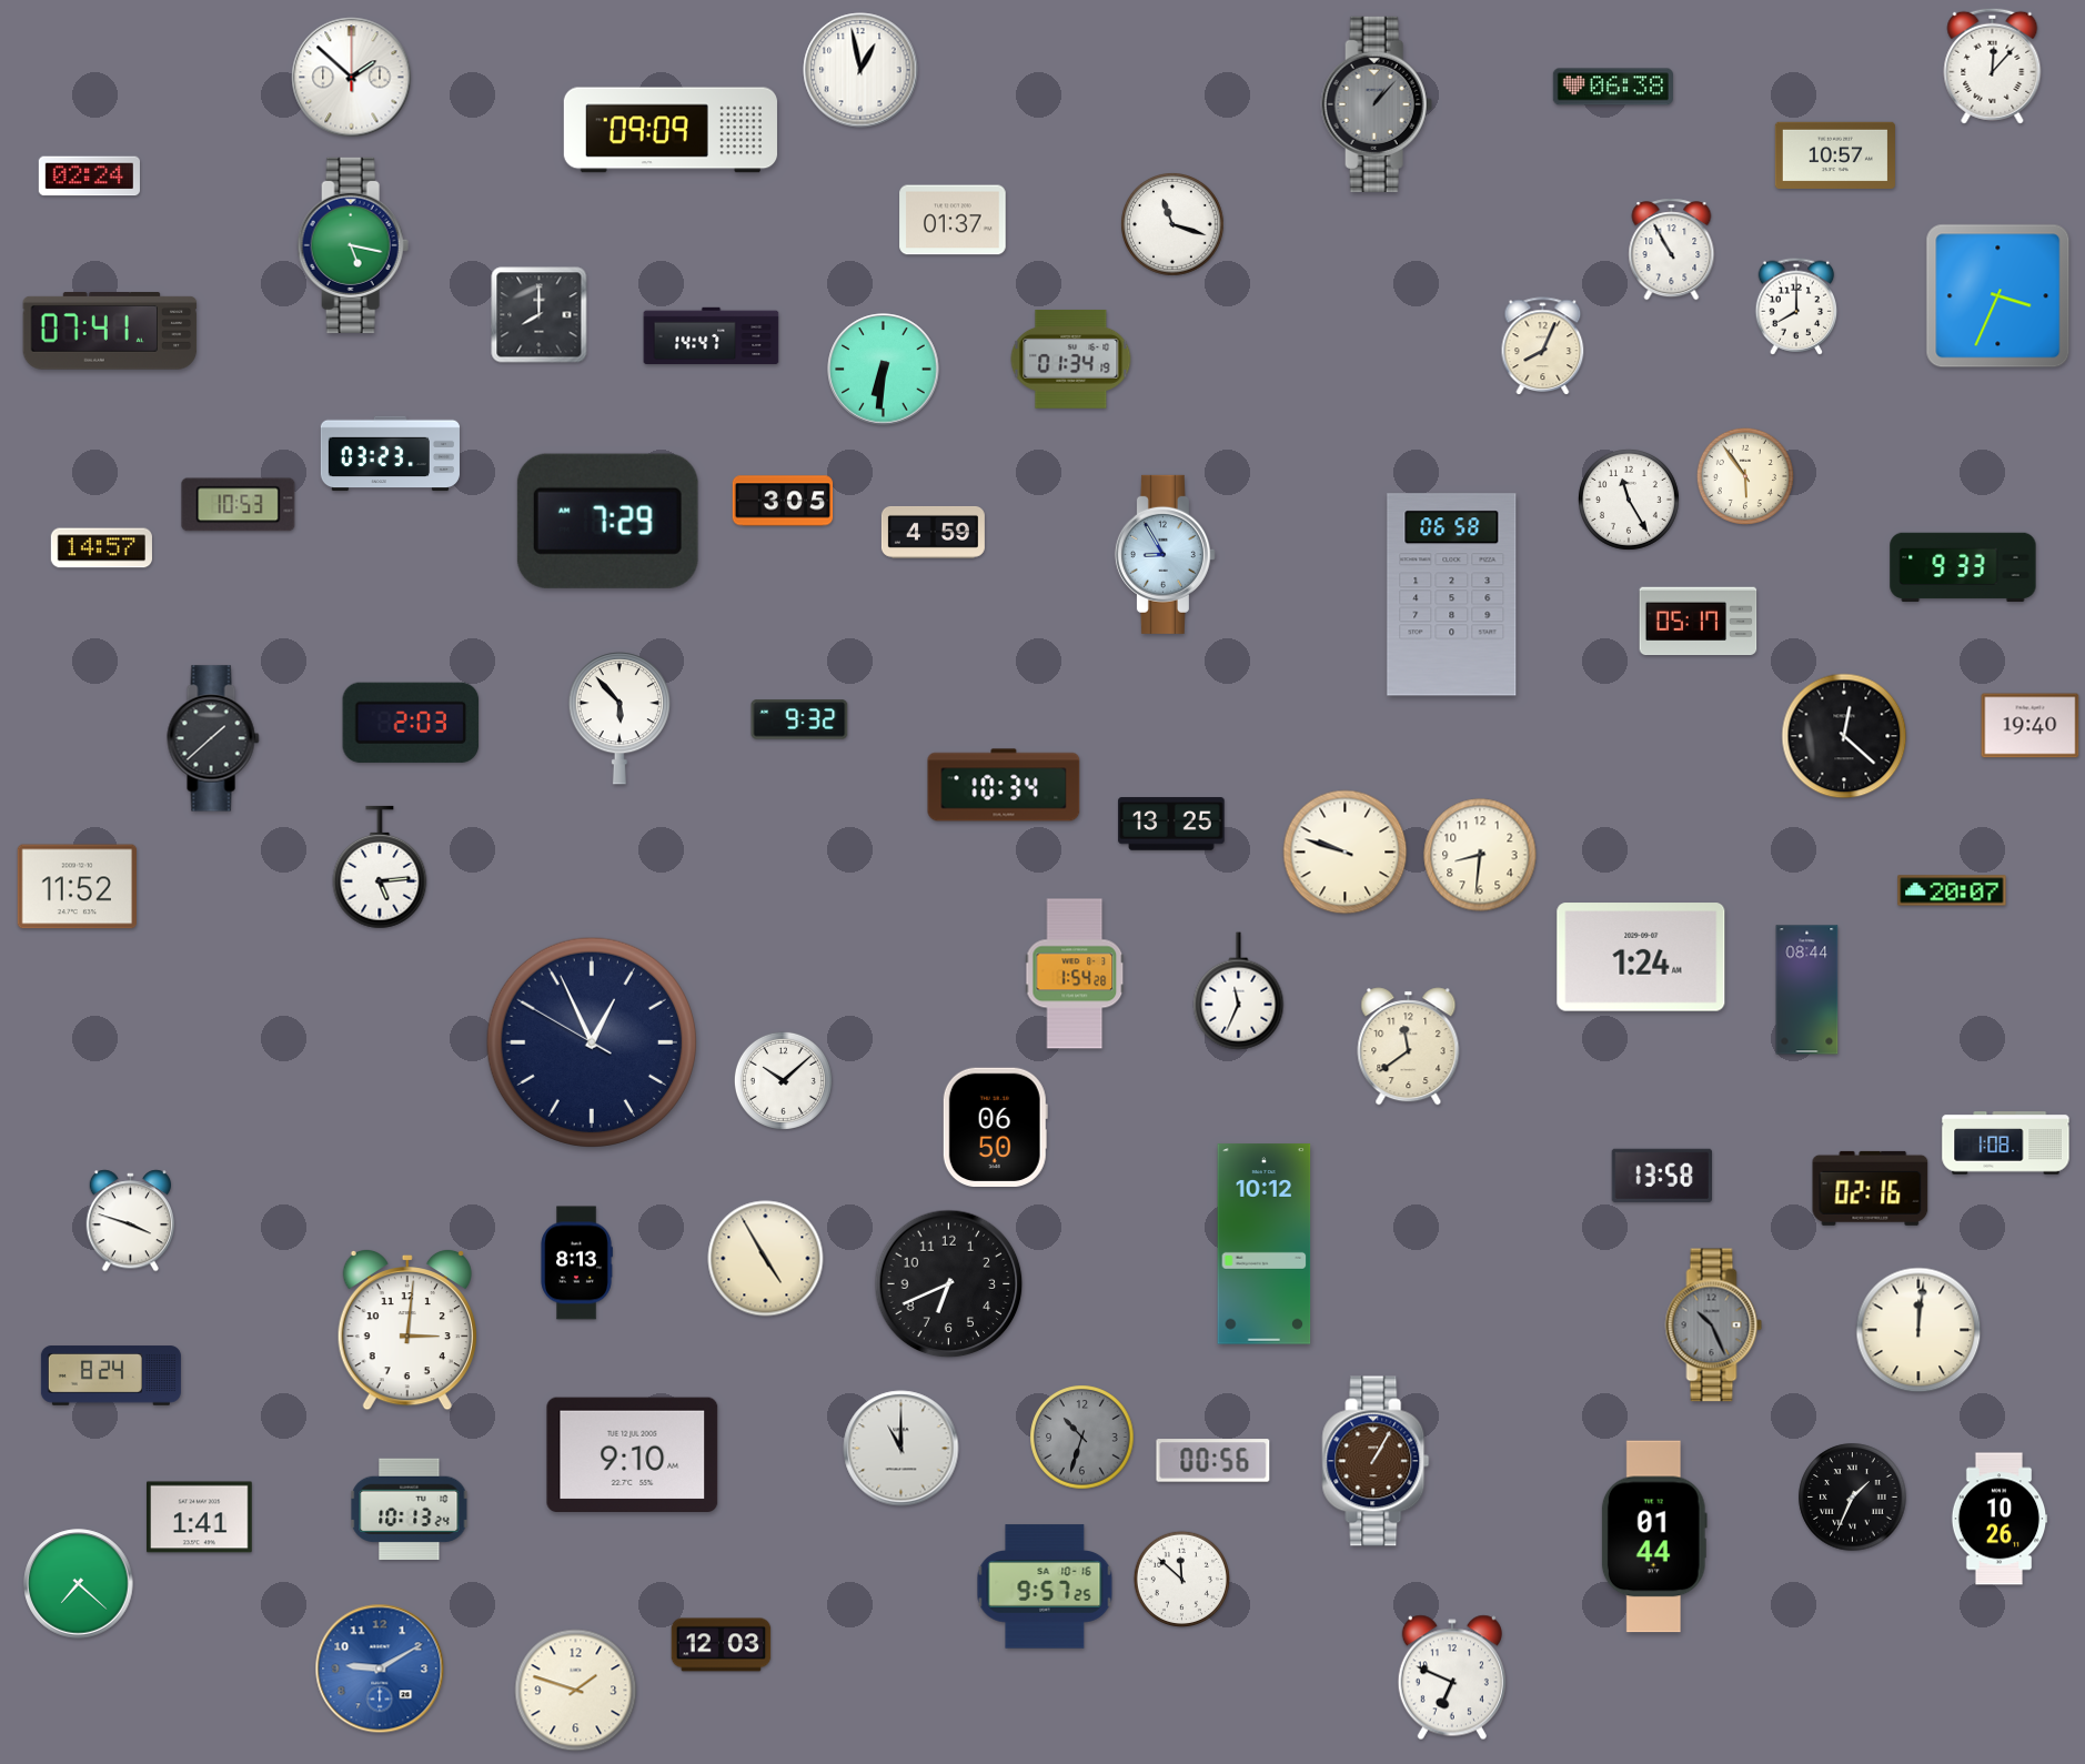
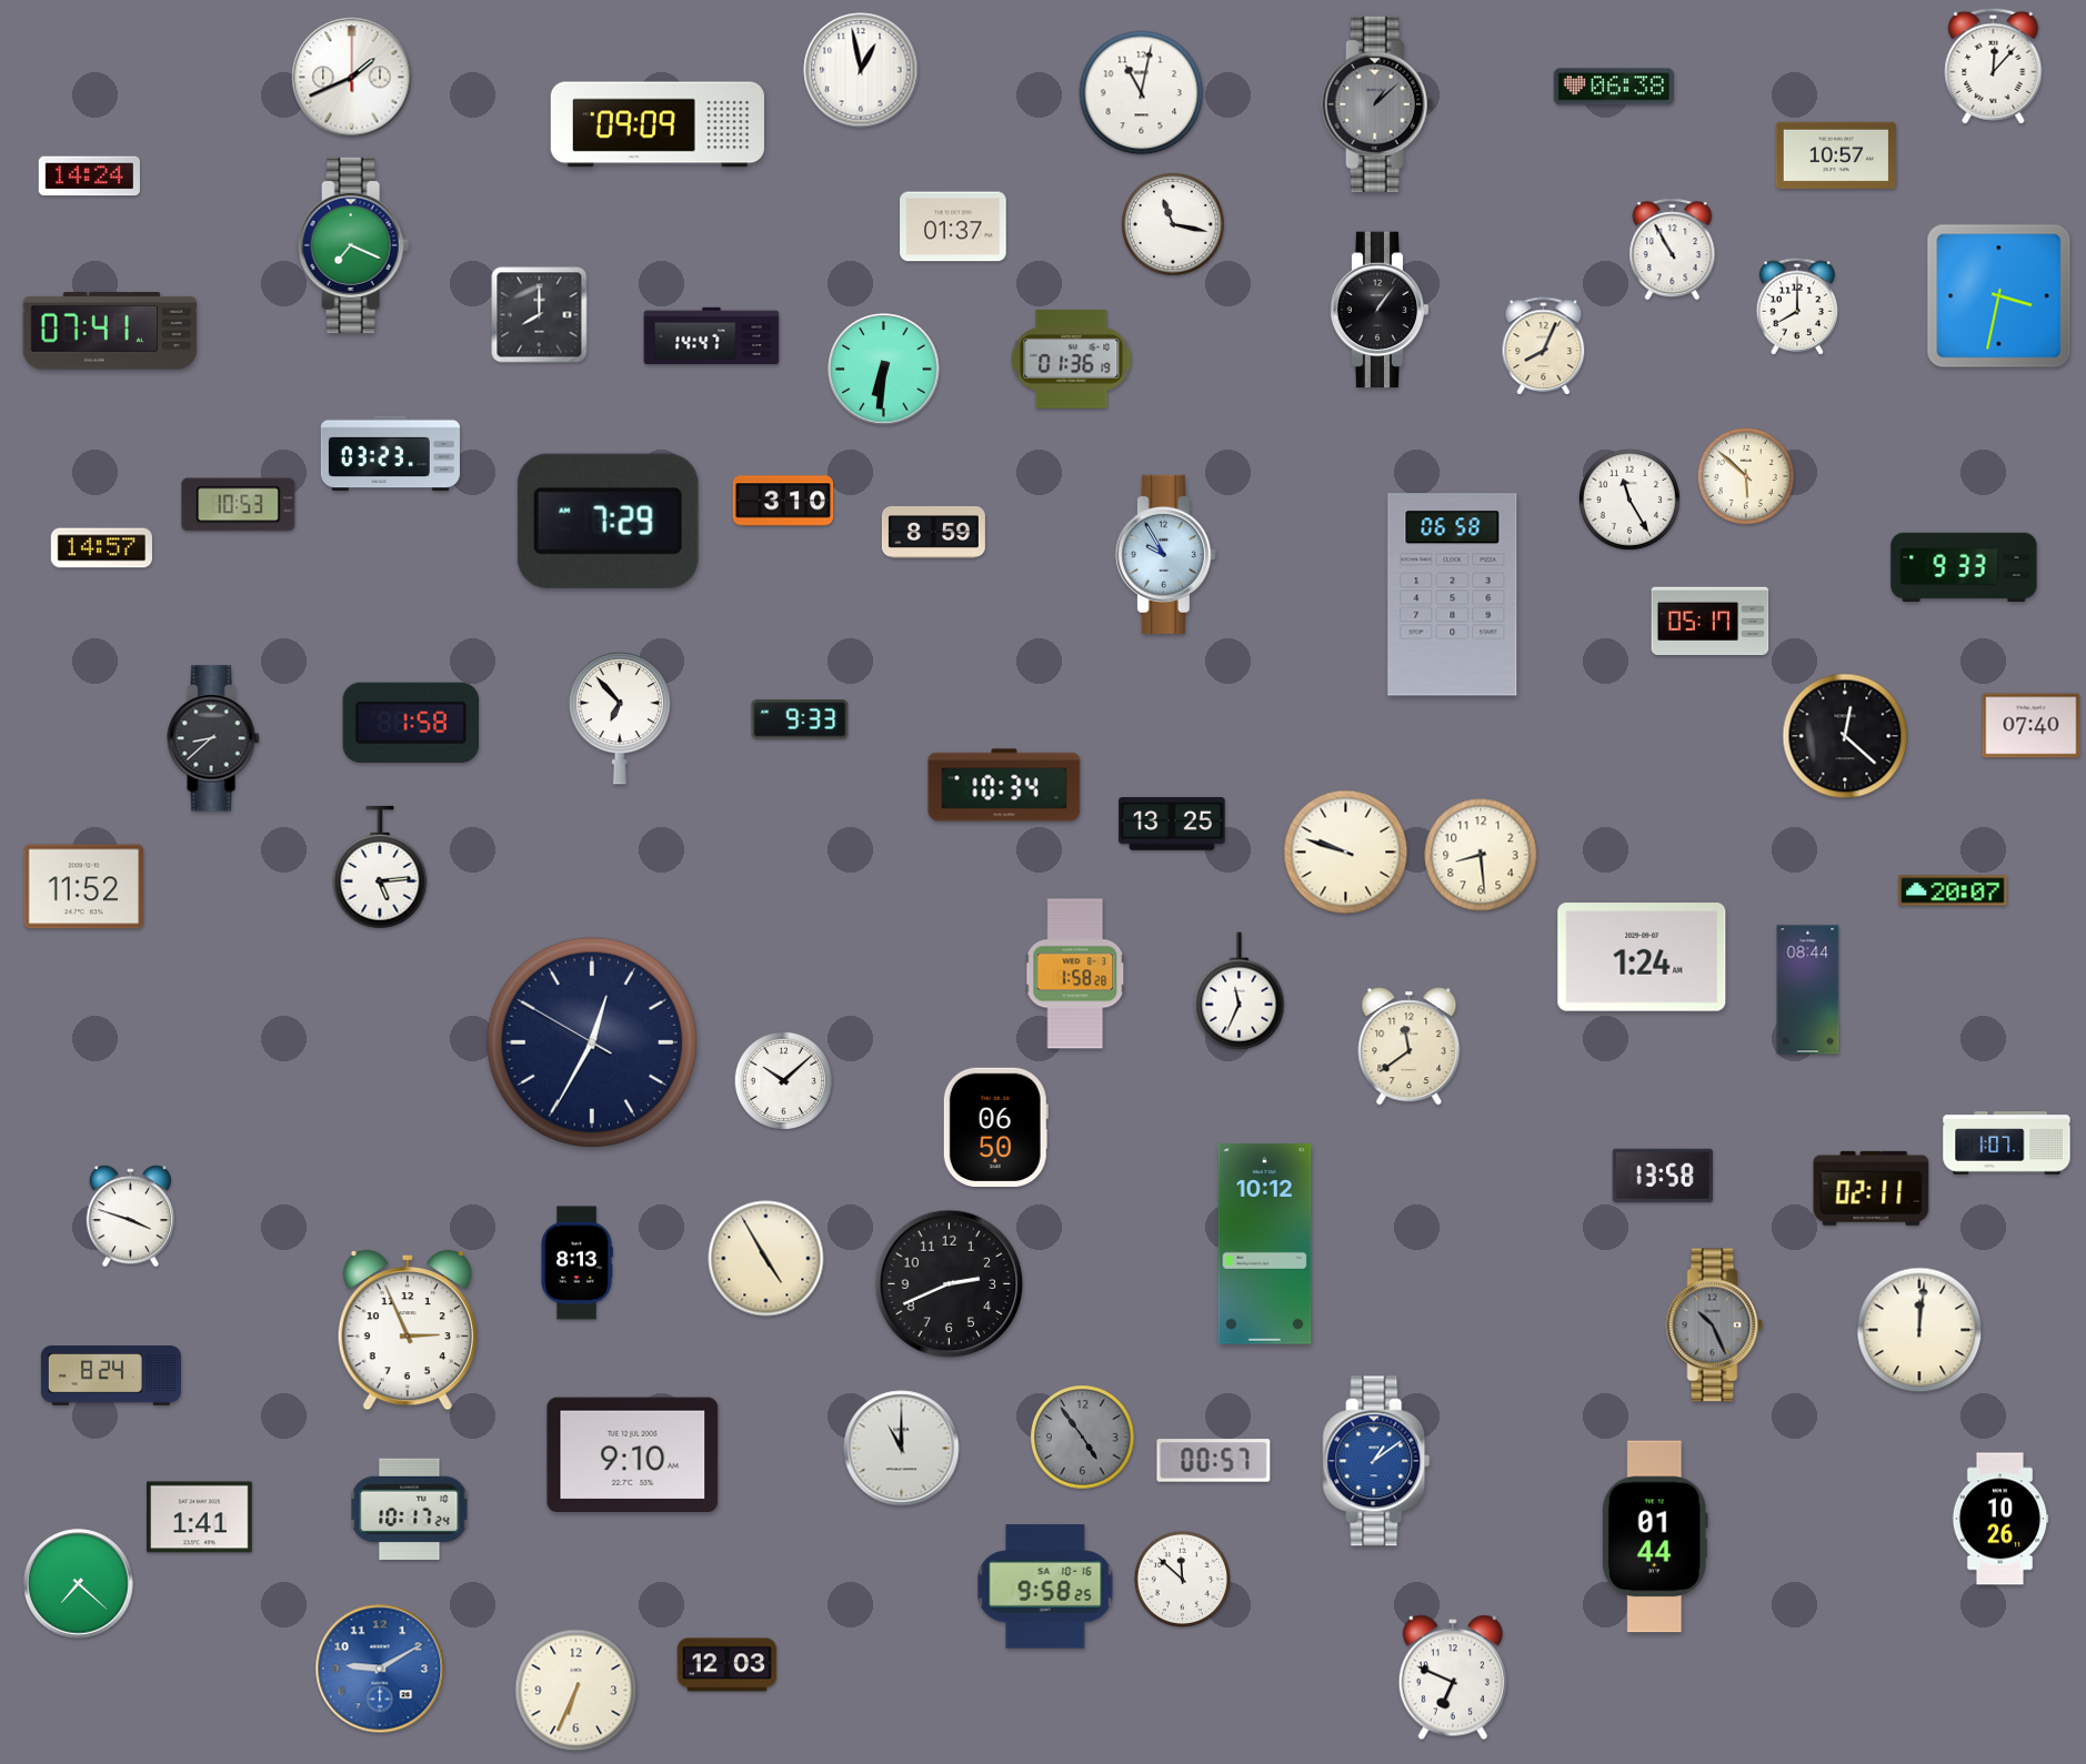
clock at (352, 78): 1:52 -> 1:41
clock at (1142, 93): none -> 11:02
clock at (1377, 104): 1:07 -> 1:08
clock at (671, 130) position: (671, 130) -> (658, 124)
clock at (89, 177): 02:24 -> 14:24
clock at (953, 220) position: (953, 220) -> (953, 226)
clock at (1174, 225): 11:18 -> 11:17
clock at (353, 245): 5:17 -> 7:19
clock at (1998, 296): 3:34 -> 3:32
clock at (1380, 310): none -> 1:06
clock at (1071, 359): 01:34 -> 01:36
clock at (1745, 476): 5:54 -> 5:52
clock at (783, 501): 3:05 -> 3:10
clock at (933, 532): 4:59 -> 8:59
clock at (1165, 554): 8:55 -> 9:55
clock at (1699, 622) position: (1699, 622) -> (1711, 622)
clock at (620, 718): 5:53 -> 6:53
clock at (799, 719): 9:32 -> 9:33
clock at (411, 723): 2:03 -> 1:58
clock at (2031, 726): 19:40 -> 07:40
clock at (213, 738): 1:38 -> 8:38
clock at (1480, 855): 8:31 -> 8:29
clock at (77, 887) position: (77, 887) -> (83, 887)
clock at (1075, 974): 1:54 -> 1:58
clock at (592, 1042): 12:55 -> 12:34
clock at (2006, 1143): 1:08 -> 1:07
clock at (1871, 1188): 02:16 -> 02:11
clock at (130, 1221) position: (130, 1221) -> (130, 1217)
clock at (949, 1284): 6:41 -> 2:41
clock at (407, 1330): 3:01 -> 2:56
clock at (1082, 1438): 10:33 -> 4:54
clock at (1213, 1461): 00:56 -> 00:57
clock at (1376, 1461): 1:05 -> 1:09
clock at (1376, 1461) dial: brown -> blue
clock at (1853, 1498): 1:34 -> none
clock at (410, 1510): 10:13 -> 10:17
clock at (1045, 1586): 9:57 -> 9:58
clock at (722, 1645) position: (722, 1645) -> (728, 1665)
clock at (576, 1691): 1:48 -> 6:34
